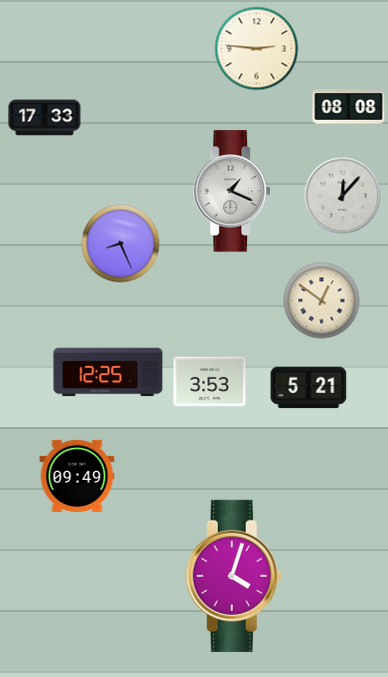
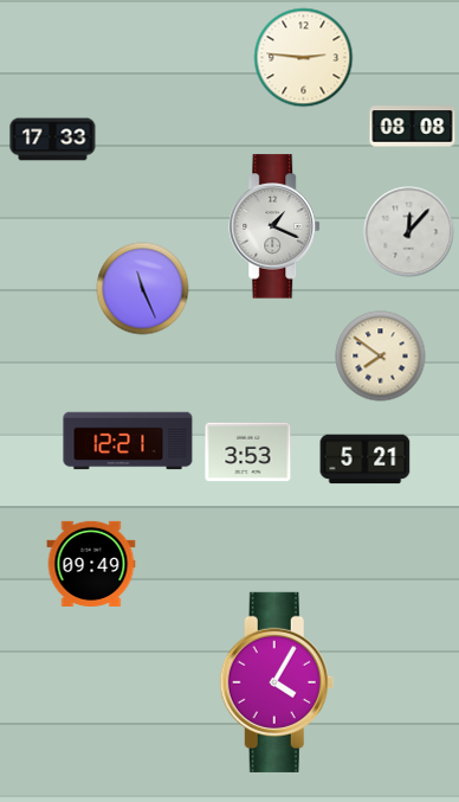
clock at (343, 196) position: (343, 196) -> (409, 232)
clock at (121, 244): 8:26 -> 11:26
clock at (322, 301): 12:51 -> 7:51
clock at (108, 372): 12:25 -> 12:21
clock at (234, 576): 4:03 -> 4:05
